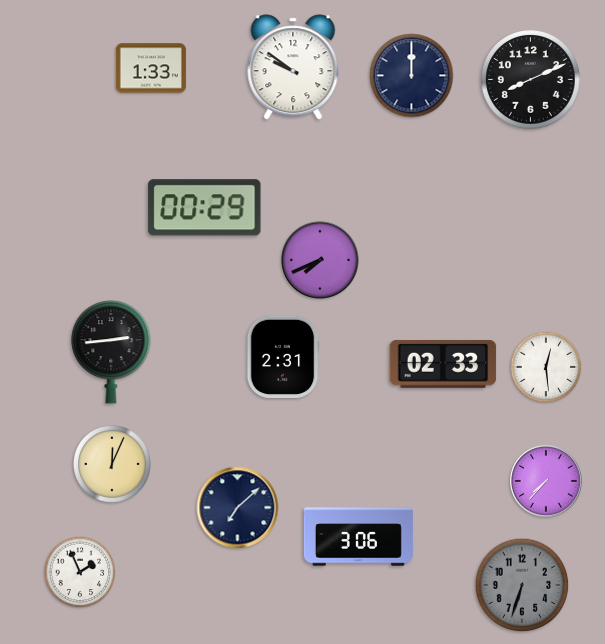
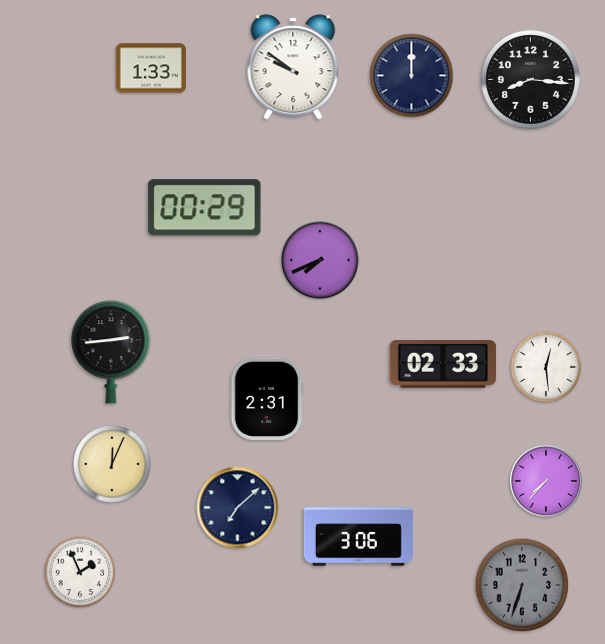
clock at (531, 80): 8:11 -> 8:16
clock at (283, 356) position: (283, 356) -> (267, 398)
